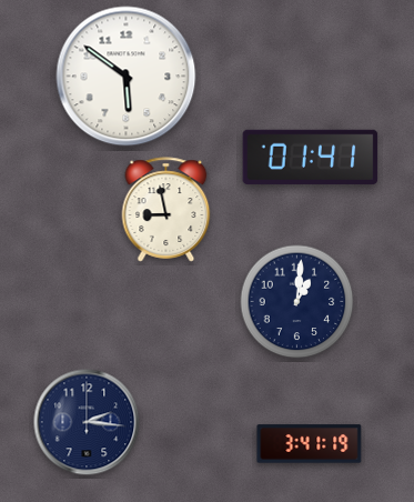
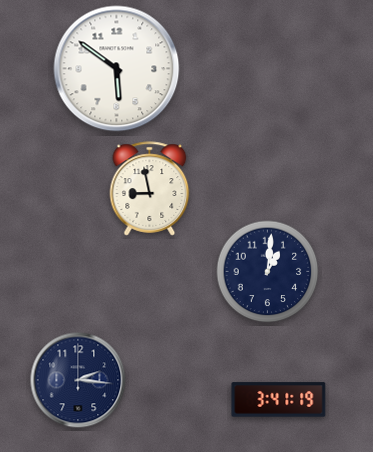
clock at (127, 77) position: (127, 77) -> (117, 69)
clock at (311, 157): 01:41 -> none
